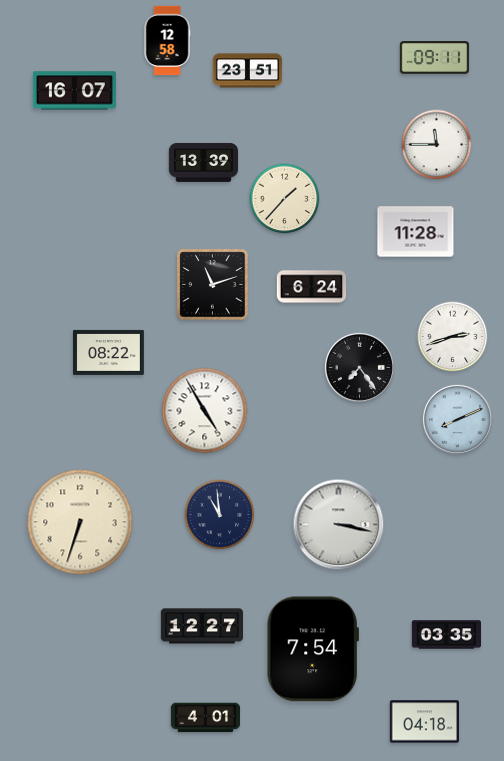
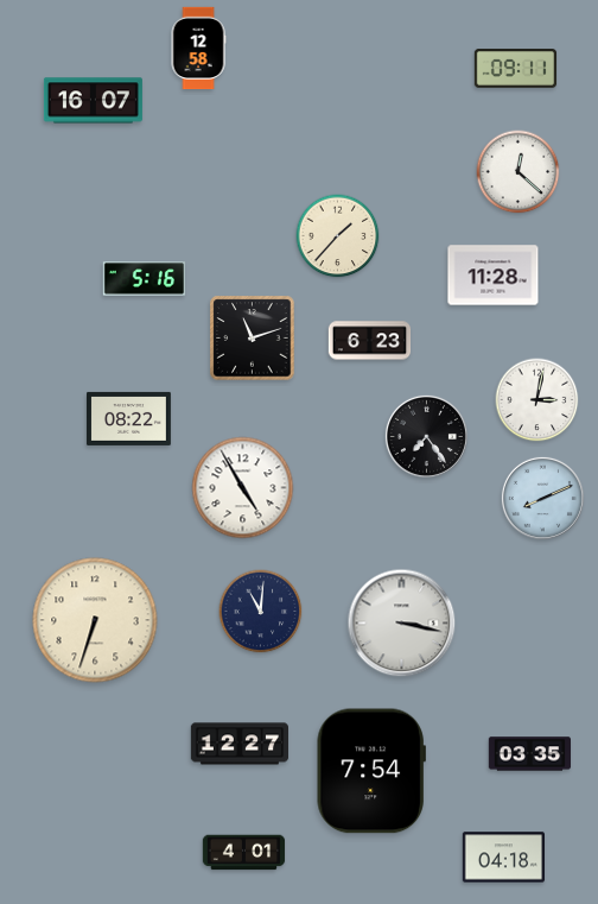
clock at (248, 71): 23:51 -> none
clock at (74, 91) position: (74, 91) -> (93, 101)
clock at (437, 145): 11:45 -> 12:22
clock at (204, 162): 13:39 -> none
clock at (144, 279): none -> 5:16
clock at (312, 287): 6:24 -> 6:23
clock at (453, 337): 2:42 -> 3:02
clock at (220, 515): 10:59 -> 11:01
